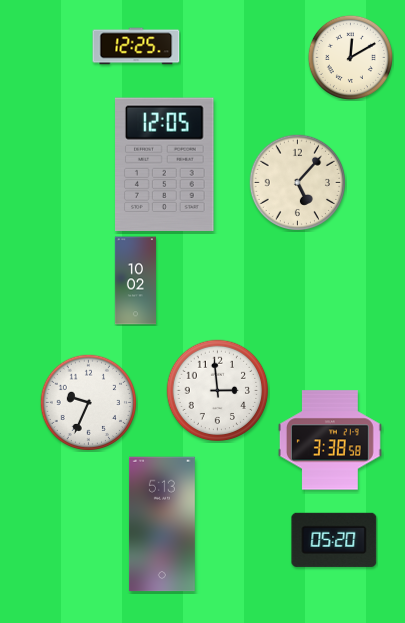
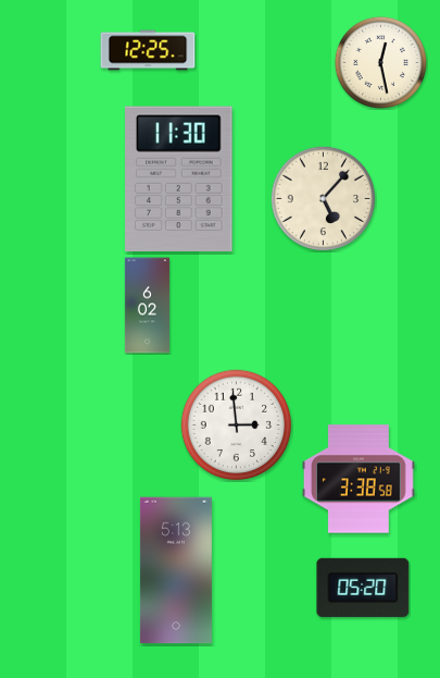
clock at (350, 57): 12:10 -> 12:28
clock at (165, 164): 12:05 -> 11:30
clock at (135, 281): 10:02 -> 6:02
clock at (88, 402): 9:34 -> none
